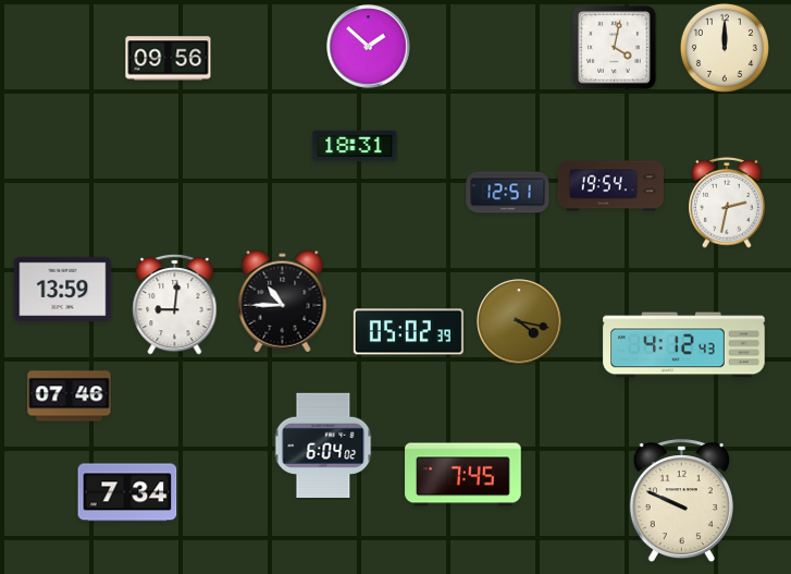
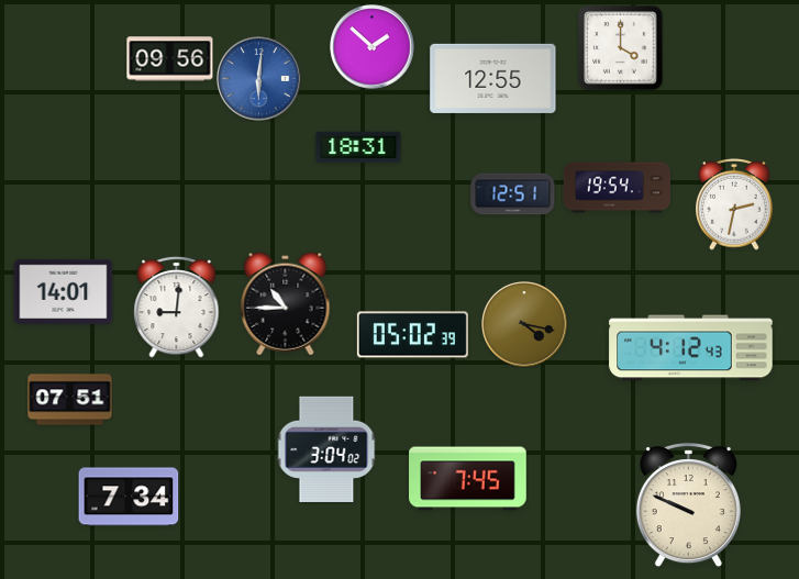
clock at (615, 48): 4:02 -> 4:00
clock at (725, 48): 12:00 -> none
clock at (493, 78): none -> 12:55
clock at (259, 79): none -> 6:01
clock at (63, 290): 13:59 -> 14:01
clock at (70, 396): 07:46 -> 07:51
clock at (323, 445): 6:04 -> 3:04
